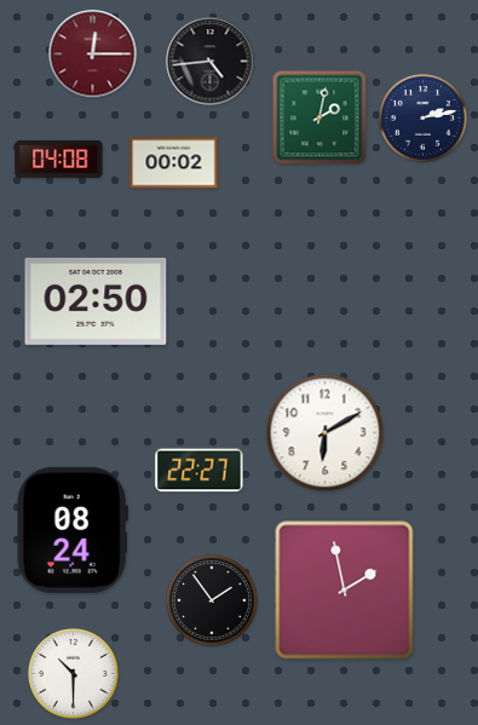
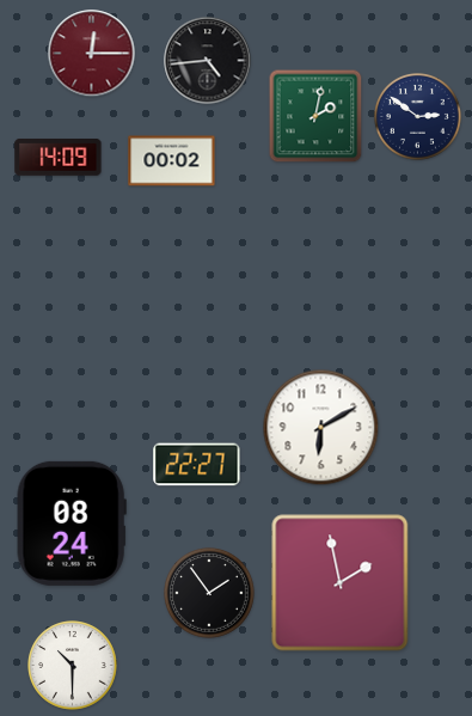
clock at (424, 119): 2:13 -> 2:51
clock at (59, 159): 04:08 -> 14:09
clock at (96, 301): 02:50 -> none
